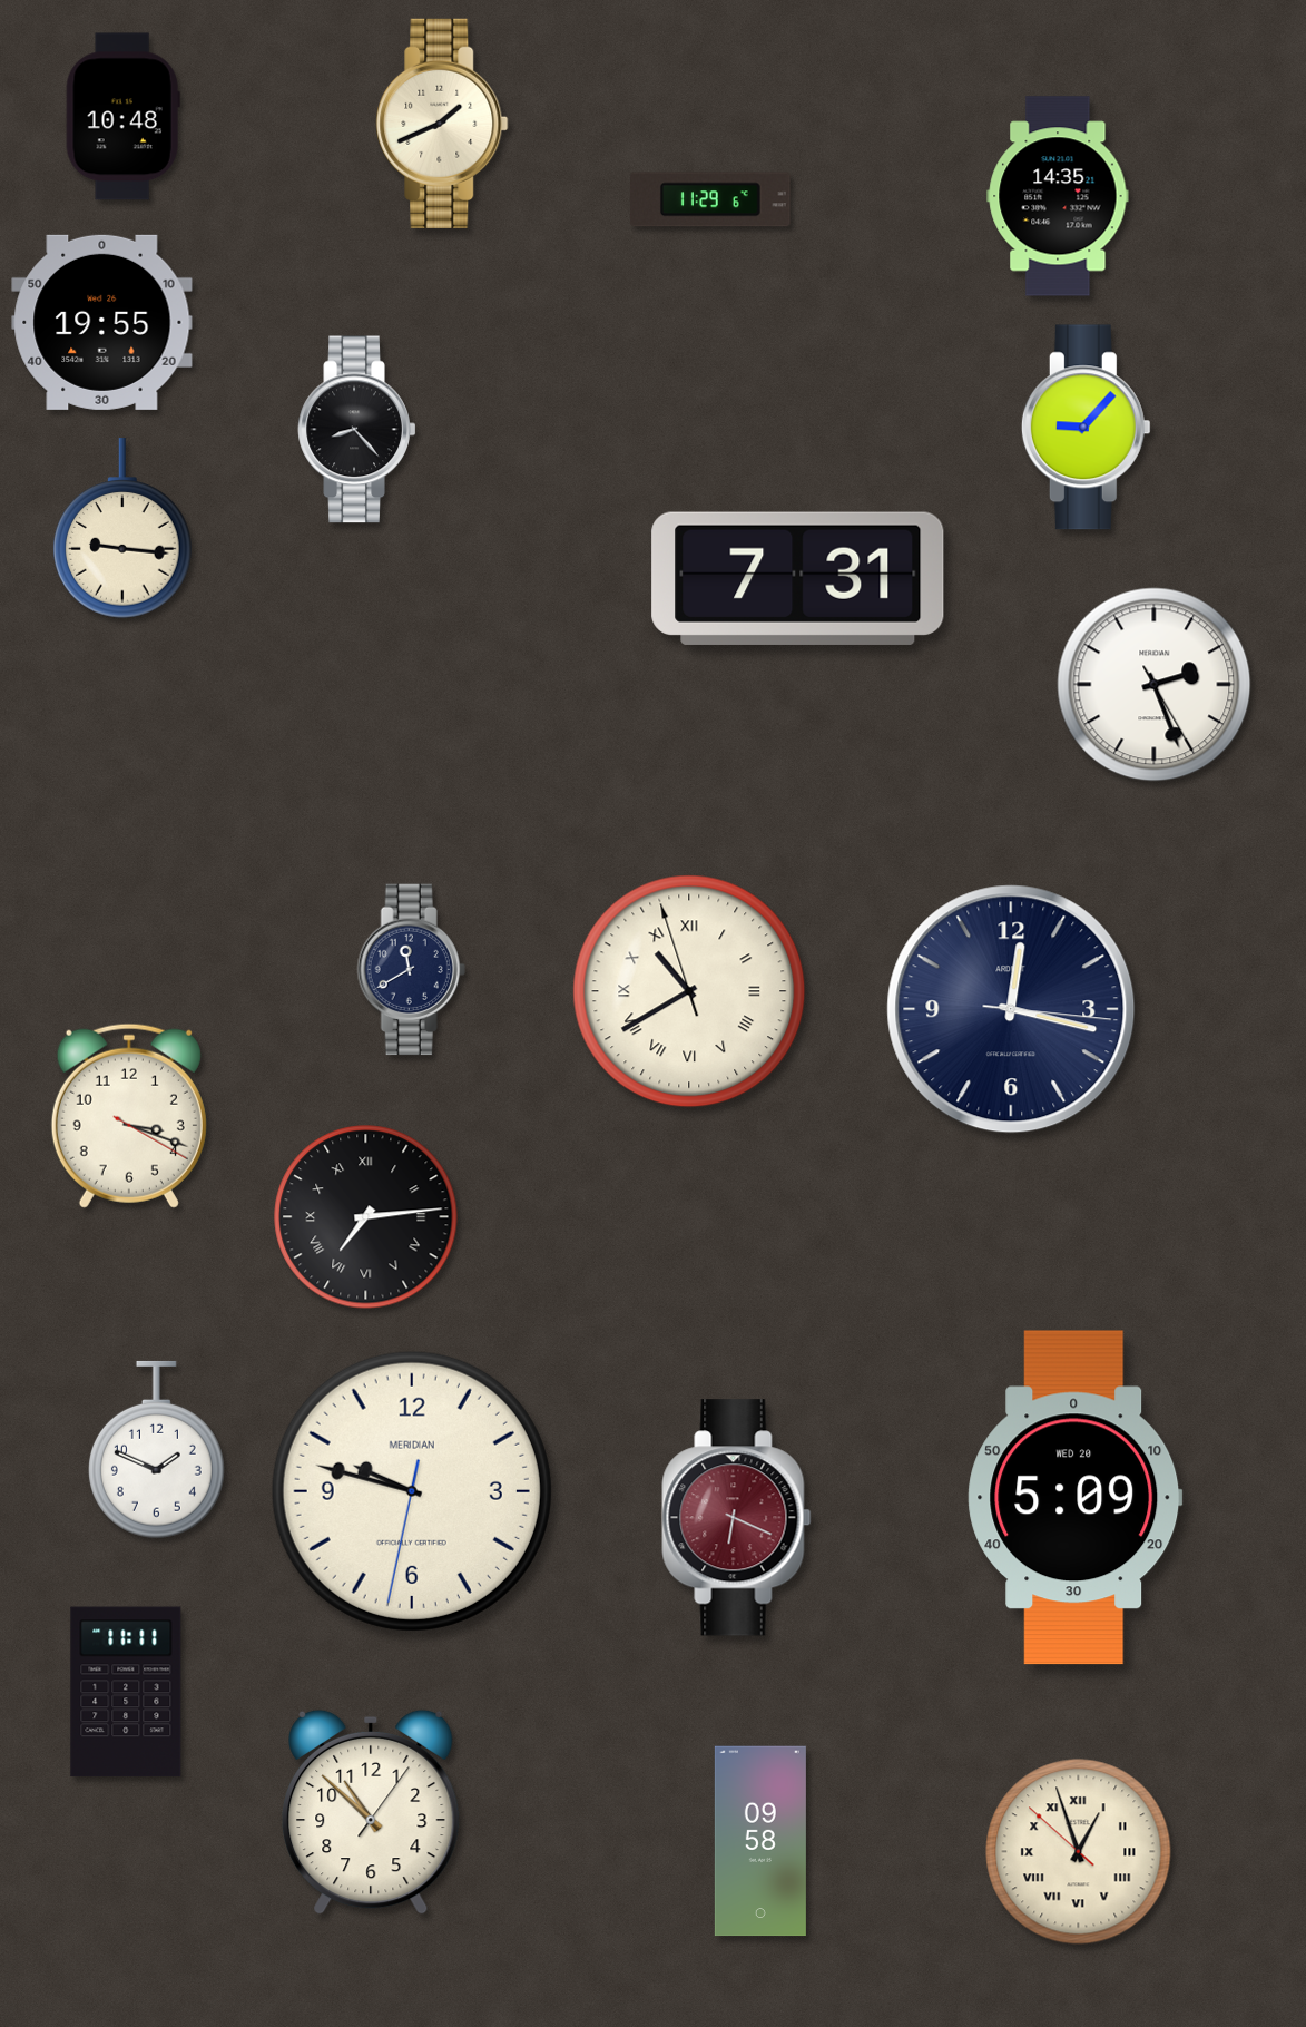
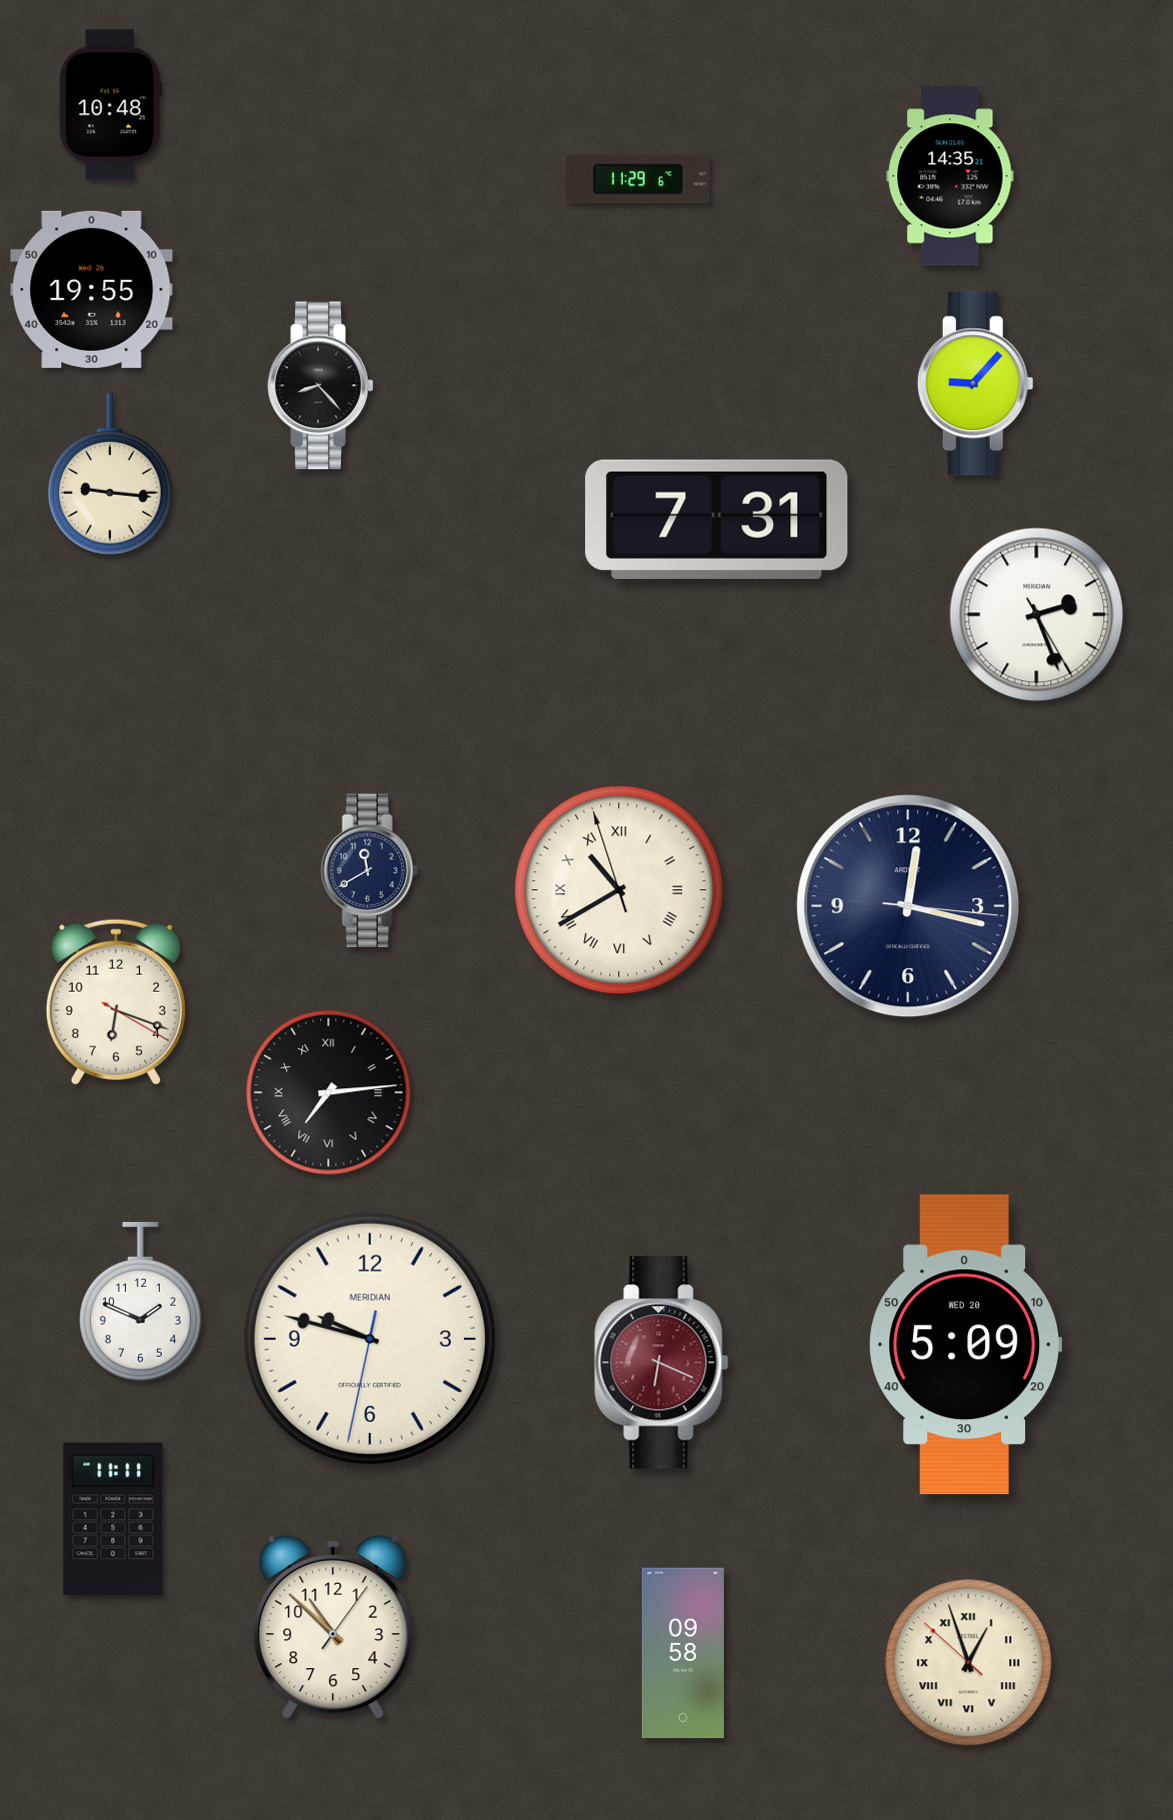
clock at (442, 124): 1:41 -> none
clock at (129, 1116): 3:18 -> 6:18
